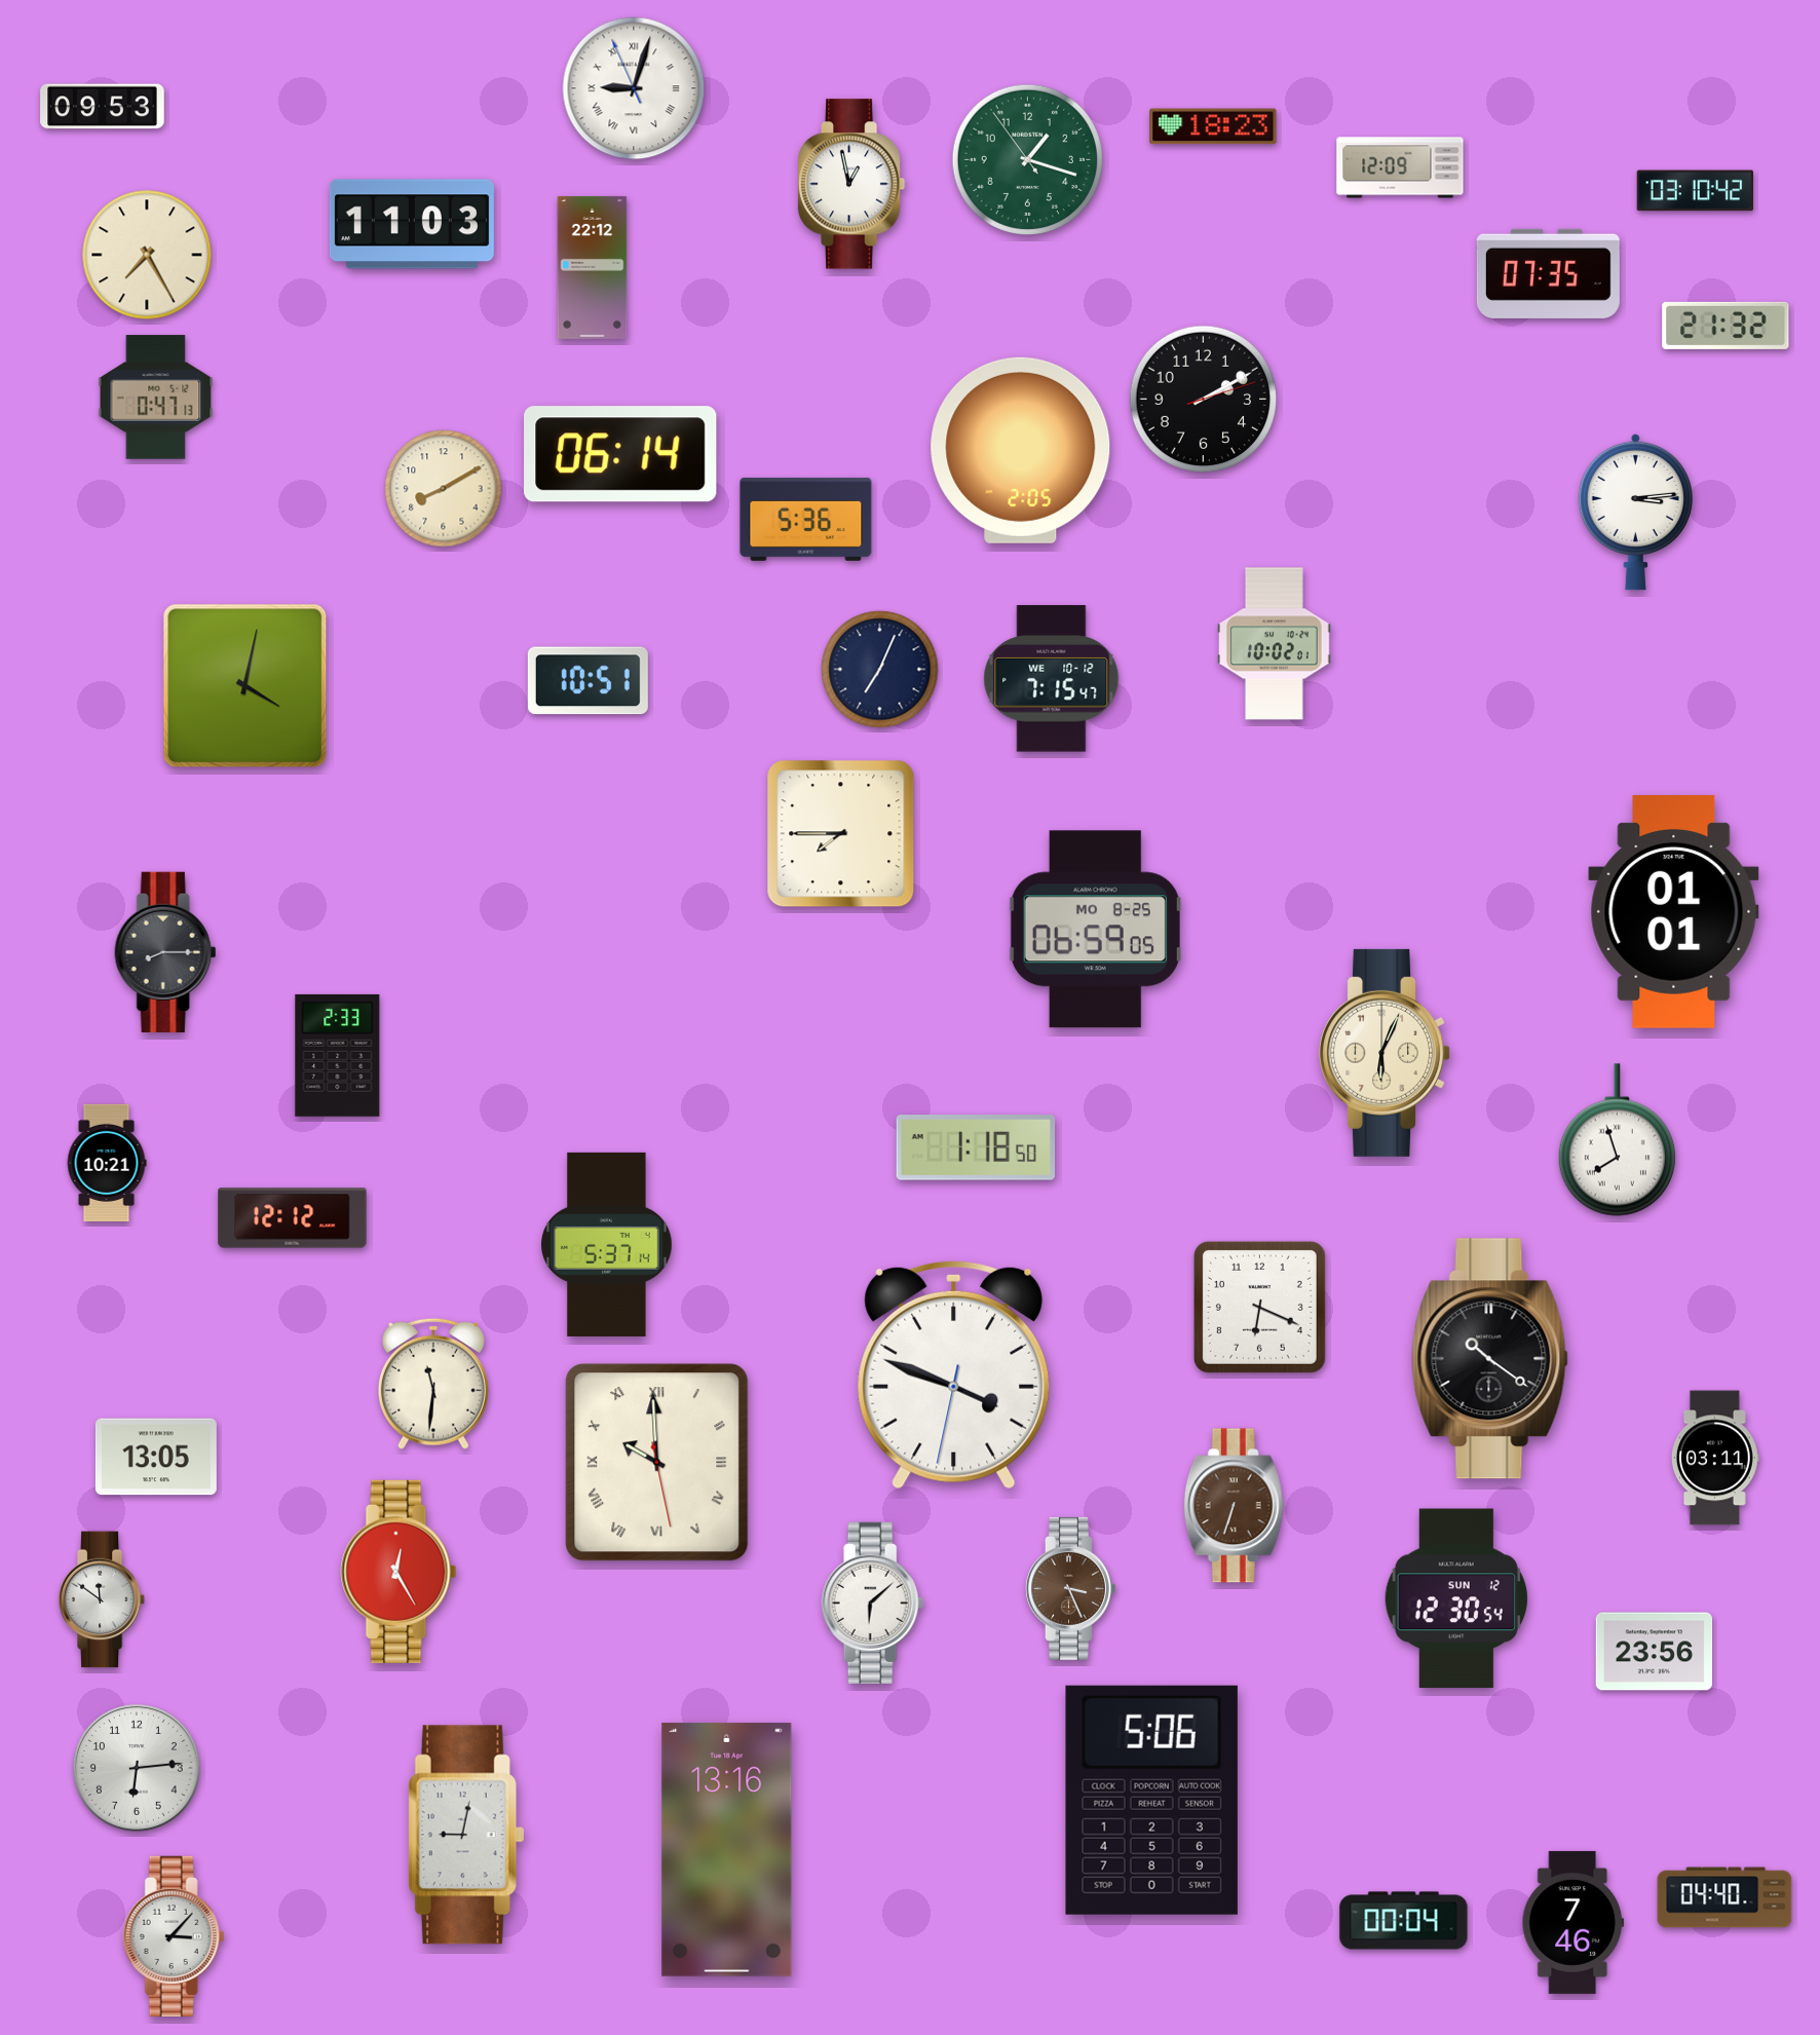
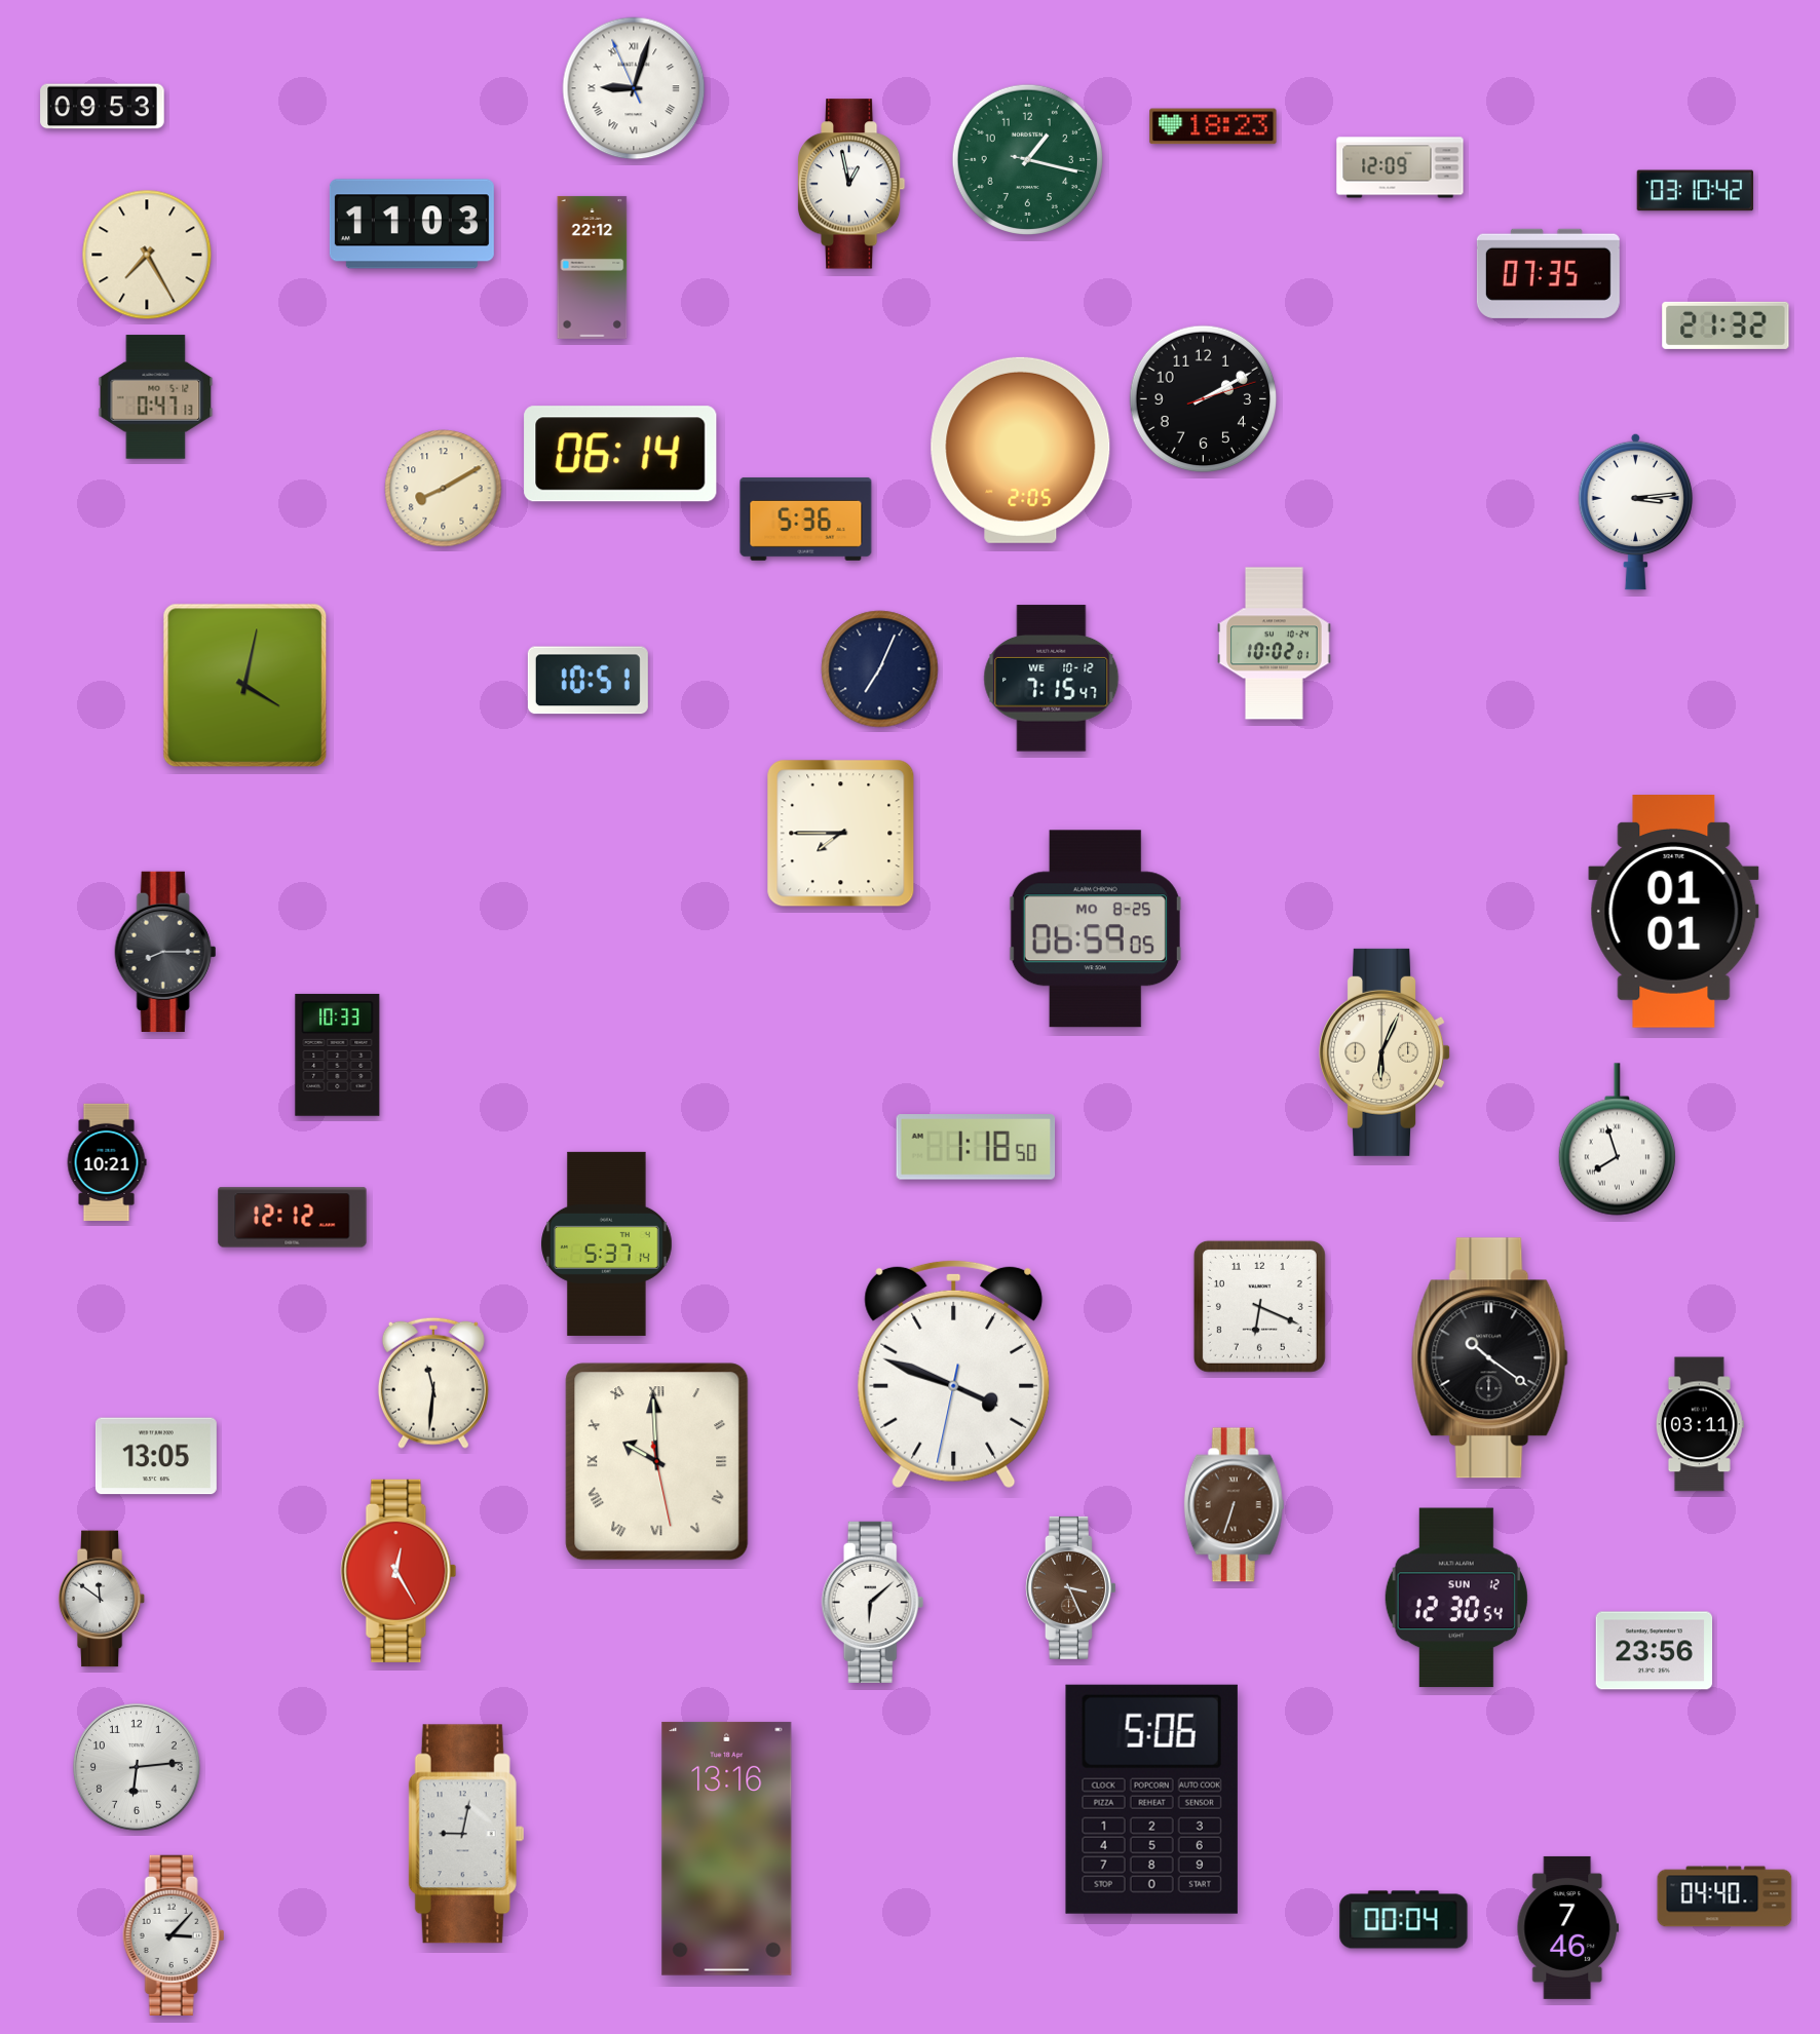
clock at (1027, 159): 1:17:54 -> 1:17:17
clock at (338, 1055): 2:33 -> 10:33
clock at (1715, 1458) position: (1715, 1458) -> (1700, 1424)
clock at (1573, 1922) position: (1573, 1922) -> (1568, 1927)
